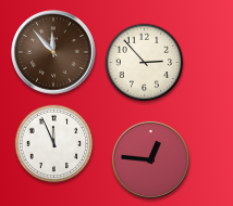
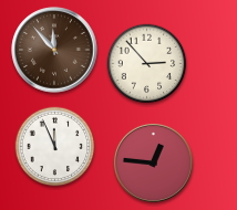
clock at (53, 52) position: (53, 52) -> (54, 50)
